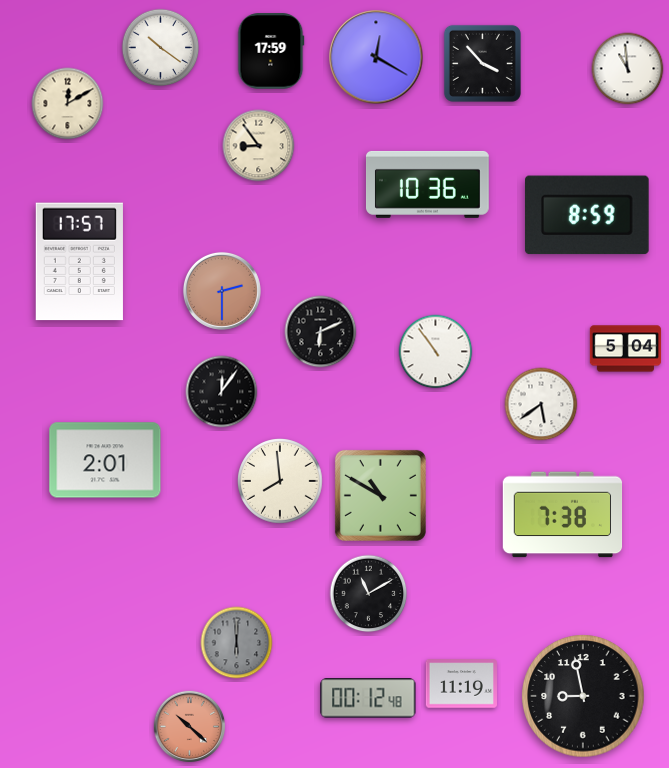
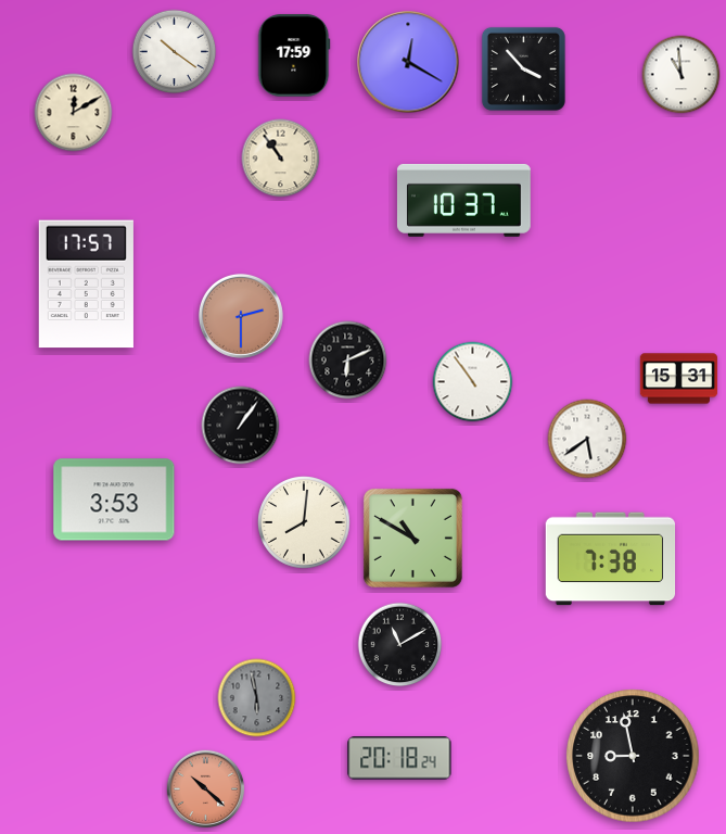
clock at (259, 146): 8:54 -> 10:54
clock at (427, 184): 10:36 -> 10:37
clock at (587, 215): 8:59 -> none
clock at (626, 349): 5:04 -> 15:31
clock at (222, 392): 12:06 -> 1:06
clock at (105, 460): 2:01 -> 3:53
clock at (281, 482): 7:59 -> 8:01
clock at (237, 643): 6:00 -> 5:58
clock at (462, 684): 11:19 -> none
clock at (368, 698): 00:12 -> 20:18
